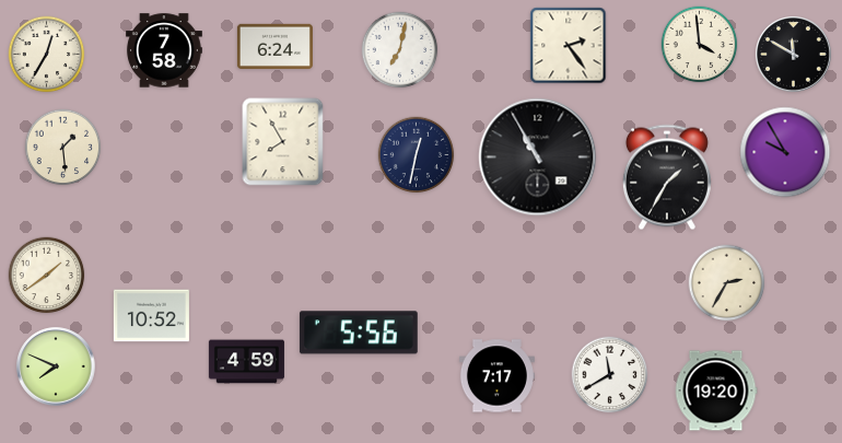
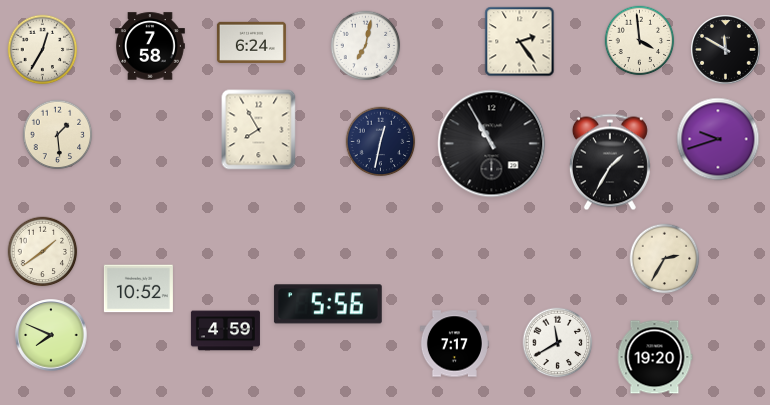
clock at (785, 152): 9:55 -> 9:42
